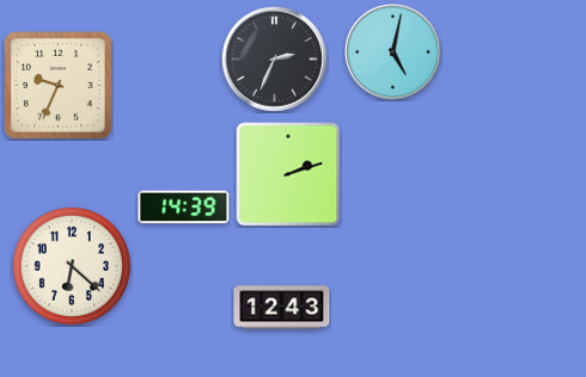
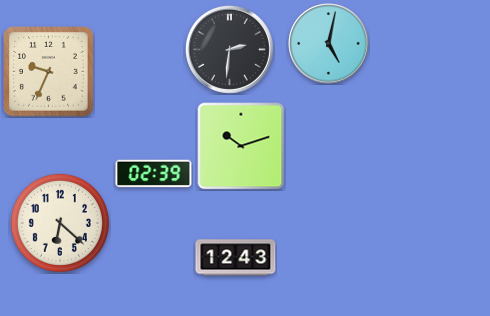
clock at (274, 58): 2:34 -> 2:31
clock at (288, 174): 2:12 -> 10:12
clock at (184, 208): 14:39 -> 02:39
